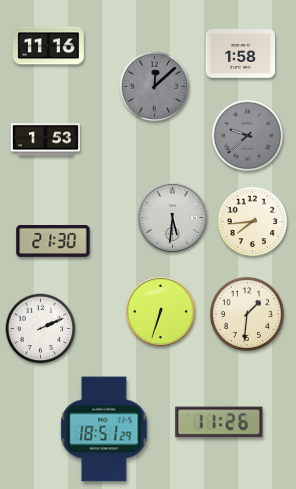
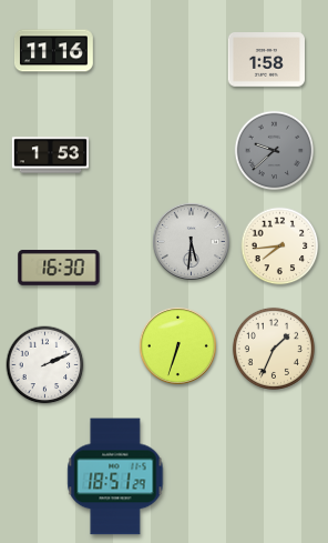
clock at (155, 87): 12:08 -> none
clock at (53, 242): 21:30 -> 16:30
clock at (247, 314): 1:31 -> 1:34
clock at (219, 422): 11:26 -> none
